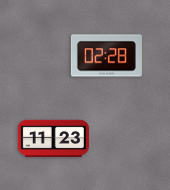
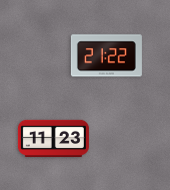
clock at (106, 56): 02:28 -> 21:22
